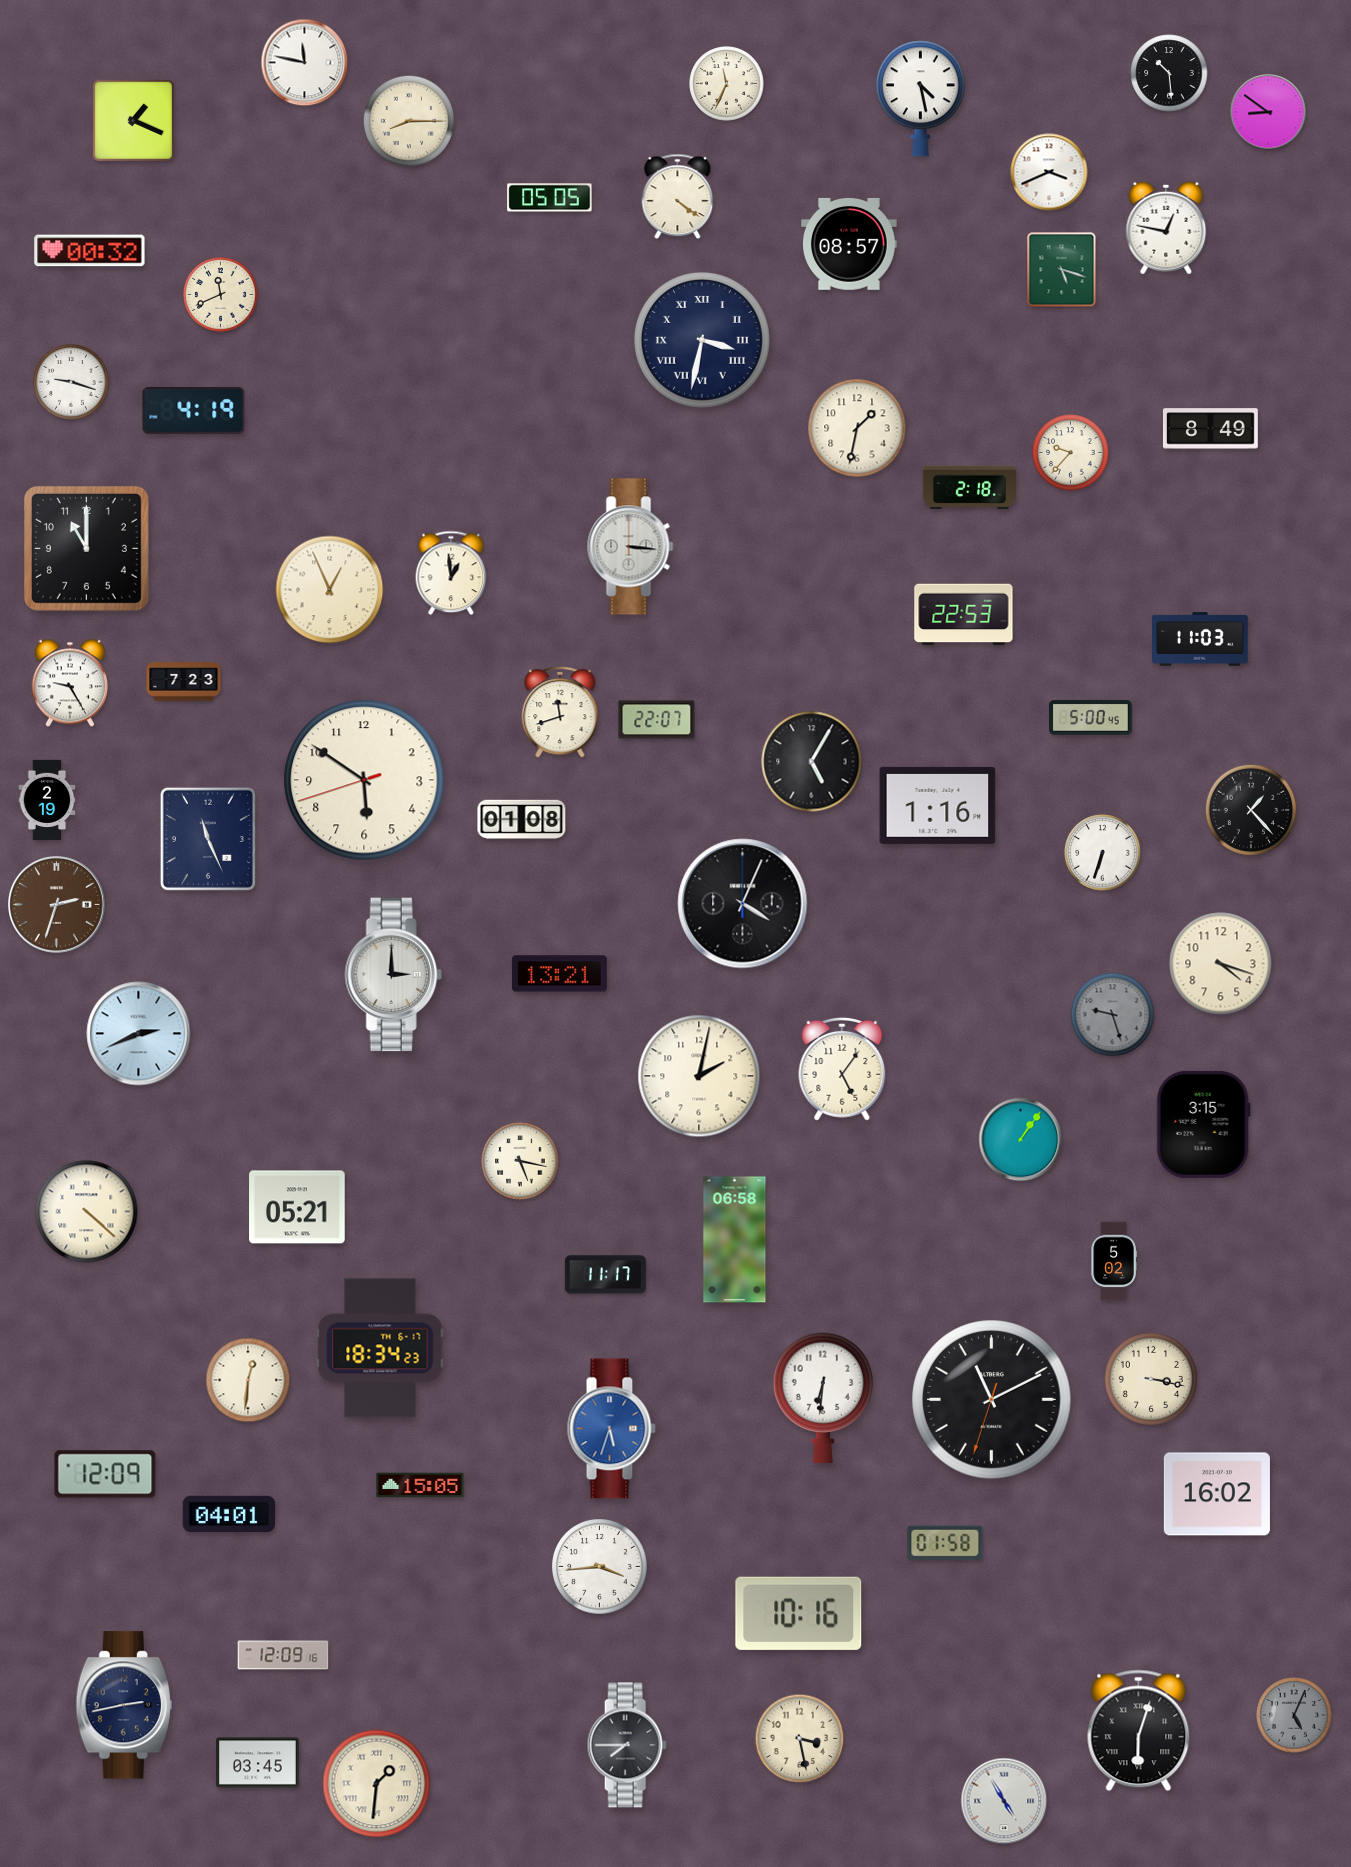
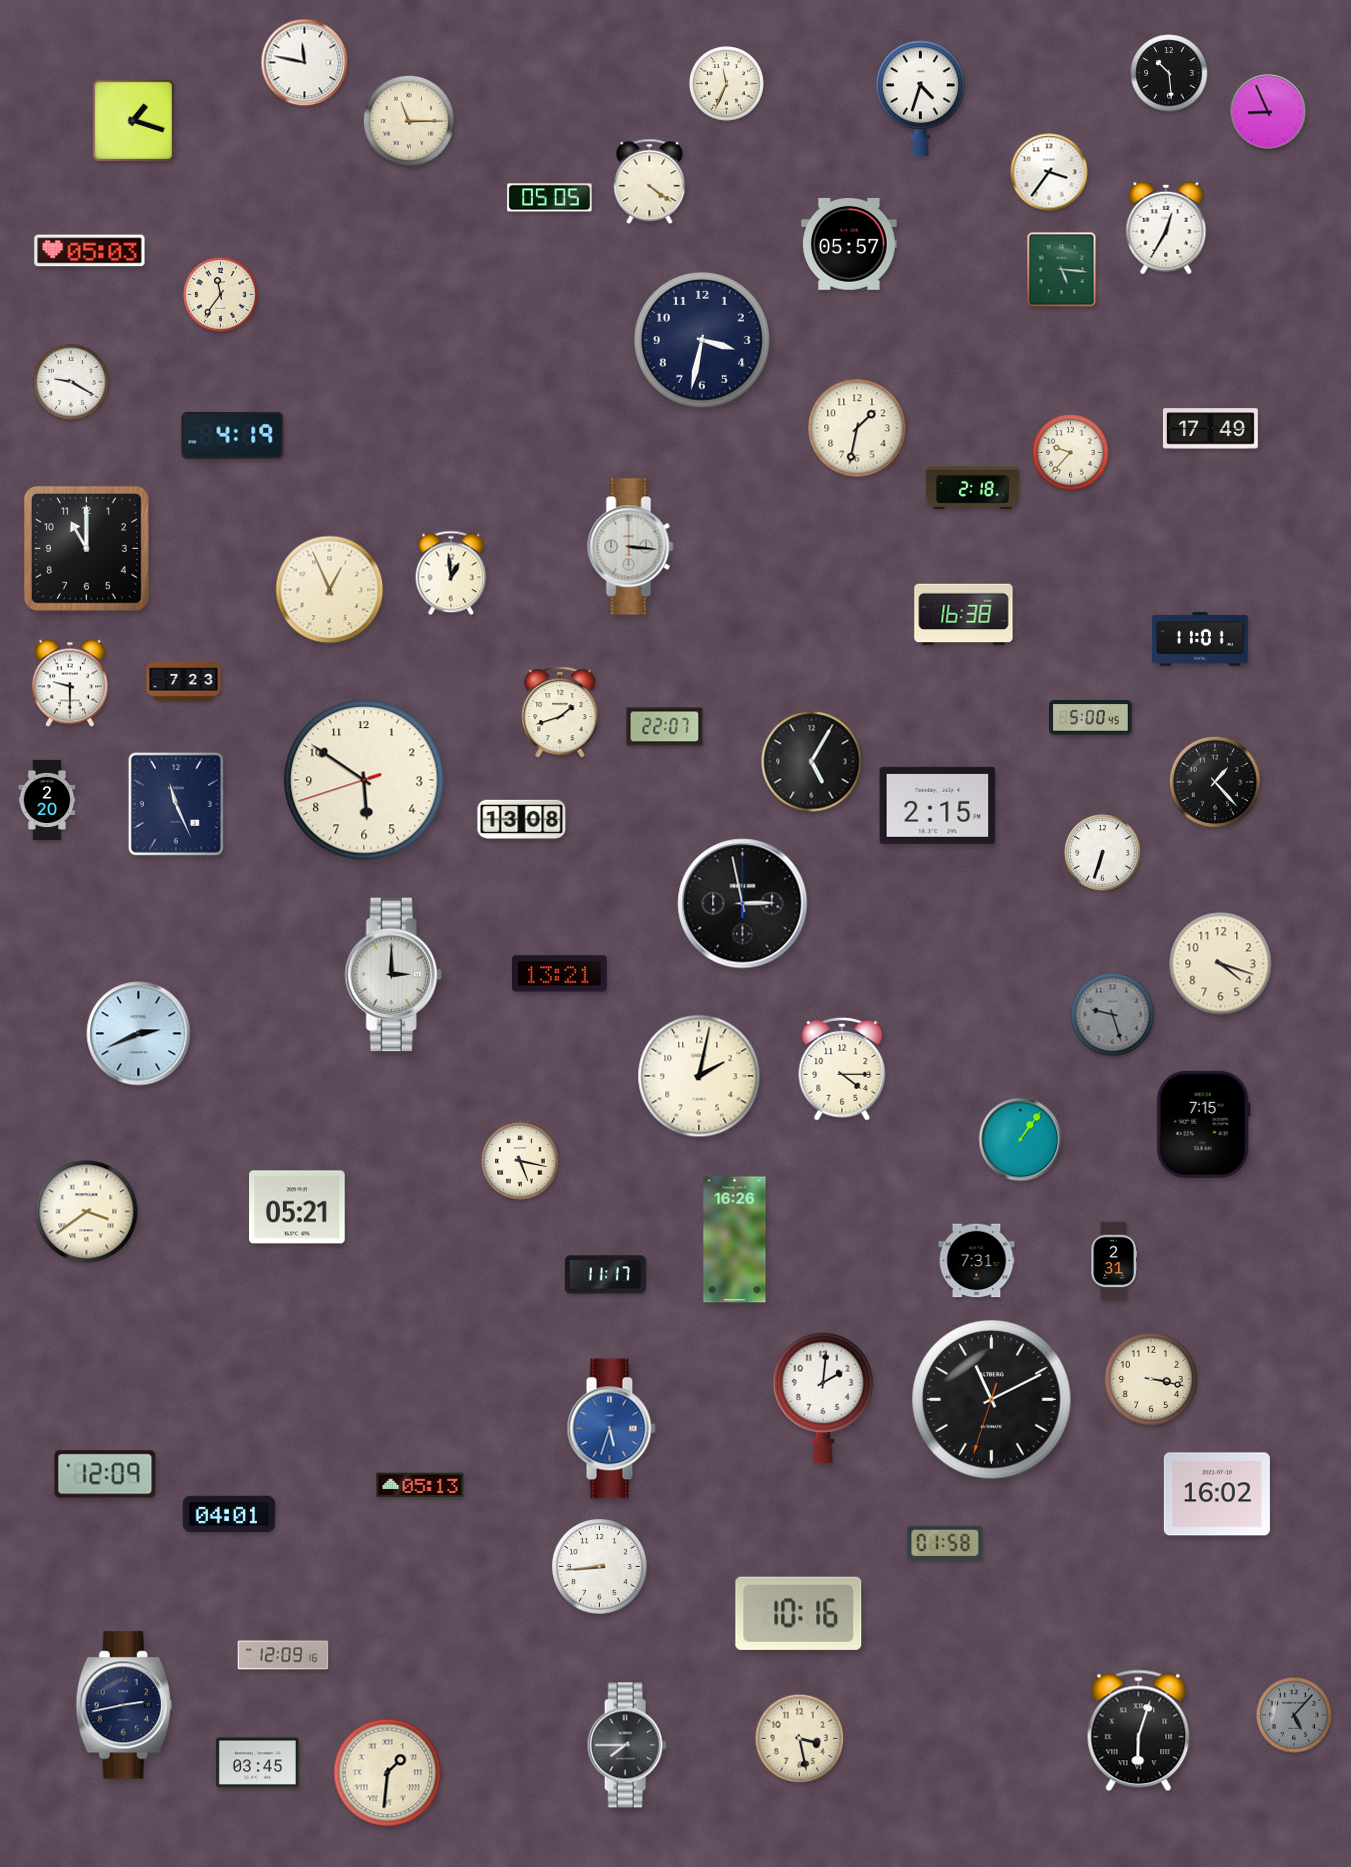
clock at (920, 99): 4:28 -> 4:33
clock at (1268, 112): 8:51 -> 8:56
clock at (133, 120): 1:19 -> 1:18
clock at (408, 120): 8:15 -> 11:15
clock at (1049, 172): 3:41 -> 3:36
clock at (678, 197) position: (678, 197) -> (650, 182)
clock at (1166, 228): 12:47 -> 12:35
clock at (849, 244): 08:57 -> 05:57
clock at (90, 251): 00:32 -> 05:03
clock at (1062, 270): 5:18 -> 5:16
clock at (221, 295): 11:41 -> 11:36
clock at (702, 340) numerals: Roman -> Arabic
clock at (71, 382): 9:18 -> 9:20
clock at (194, 411) position: (194, 411) -> (233, 436)
clock at (1210, 429): 8:49 -> 17:49
clock at (969, 487) position: (969, 487) -> (972, 487)
clock at (964, 615): 22:53 -> 16:38
clock at (1200, 640): 11:03 -> 11:01
clock at (70, 683): 9:25 -> 9:30
clock at (560, 712): 11:42 -> 1:42
clock at (657, 720) position: (657, 720) -> (665, 727)
clock at (47, 800): 2:19 -> 2:20
clock at (938, 805): 1:16 -> 2:15
clock at (1250, 809) position: (1250, 809) -> (1214, 781)
clock at (522, 820): 01:08 -> 13:08
clock at (208, 839) position: (208, 839) -> (176, 804)
clock at (743, 904): 4:04 -> 2:58
clock at (57, 905): 2:33 -> none
clock at (842, 1069): 5:06 -> 4:15
clock at (1203, 1124): 3:15 -> 7:15
clock at (87, 1212): 4:22 -> 3:39
clock at (735, 1240): 06:58 -> 16:26
clock at (977, 1261): none -> 7:31
clock at (1114, 1261): 5:02 -> 2:31
clock at (380, 1348): 18:34 -> none
clock at (248, 1380): 12:31 -> none
clock at (823, 1398): 6:31 -> 2:01
clock at (420, 1485): 15:05 -> 05:13
clock at (600, 1567): 3:44 -> 8:44
clock at (1294, 1715): 5:04 -> 5:07
clock at (377, 1784) position: (377, 1784) -> (388, 1773)
clock at (1004, 1801): 4:55 -> none
